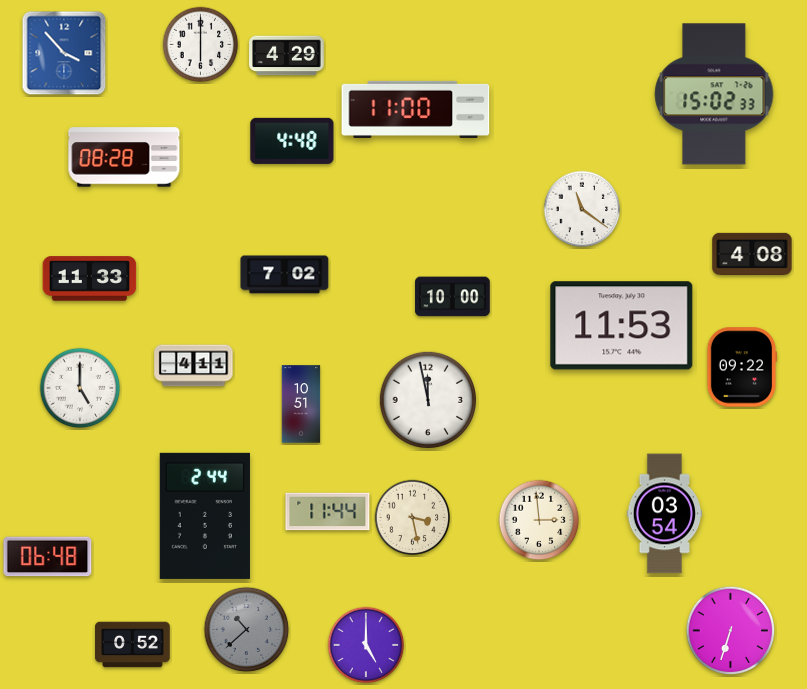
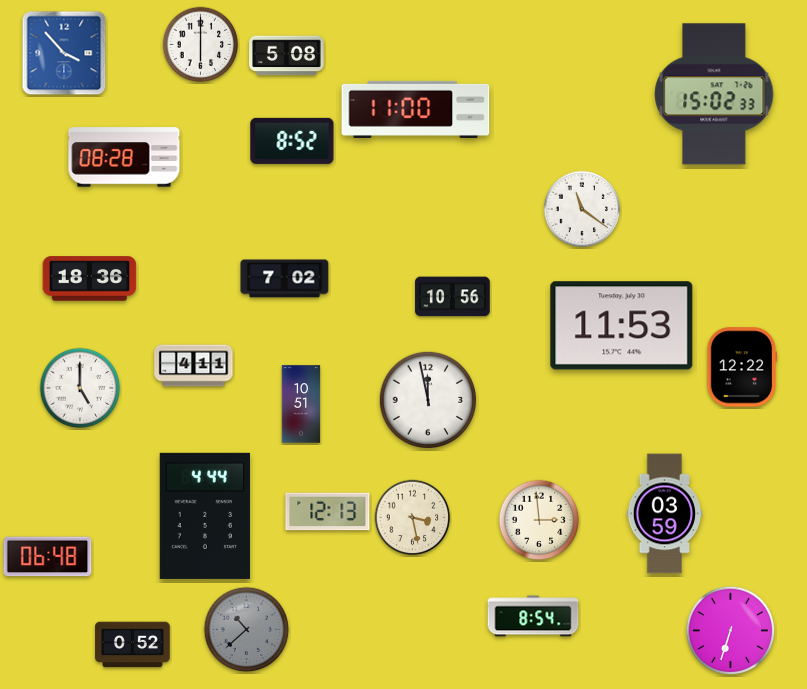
clock at (287, 56): 4:29 -> 5:08
clock at (292, 141): 4:48 -> 8:52
clock at (752, 253): 4:08 -> none
clock at (285, 275) position: (285, 275) -> (285, 279)
clock at (90, 279): 11:33 -> 18:36
clock at (453, 297): 10:00 -> 10:56
clock at (742, 367): 09:22 -> 12:22
clock at (328, 512): 11:44 -> 12:13
clock at (665, 514): 03:54 -> 03:59
clock at (205, 516): 2:44 -> 4:44
clock at (533, 616): none -> 8:54
clock at (366, 645): 5:00 -> none
